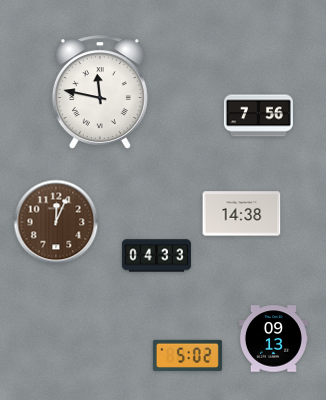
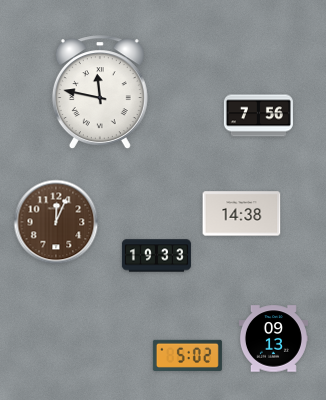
clock at (156, 256): 04:33 -> 19:33
